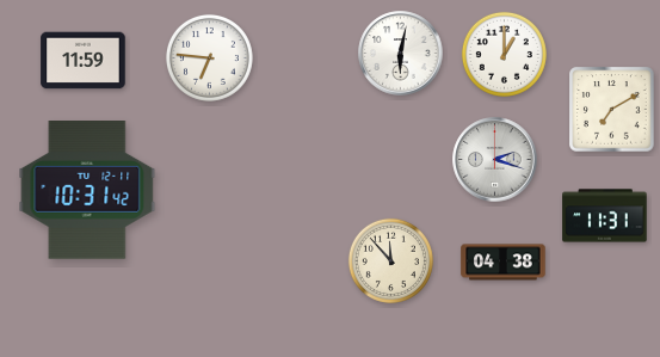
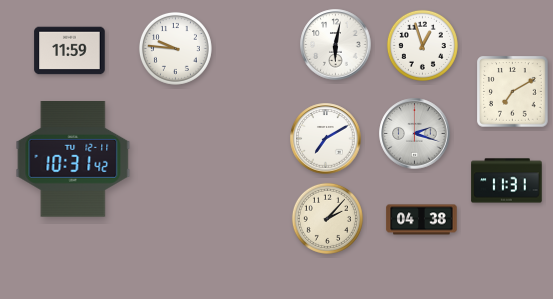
clock at (504, 54): 1:00 -> 12:57
clock at (209, 57): 6:46 -> 9:46
clock at (326, 139): none -> 7:10
clock at (390, 260): 11:53 -> 2:07
